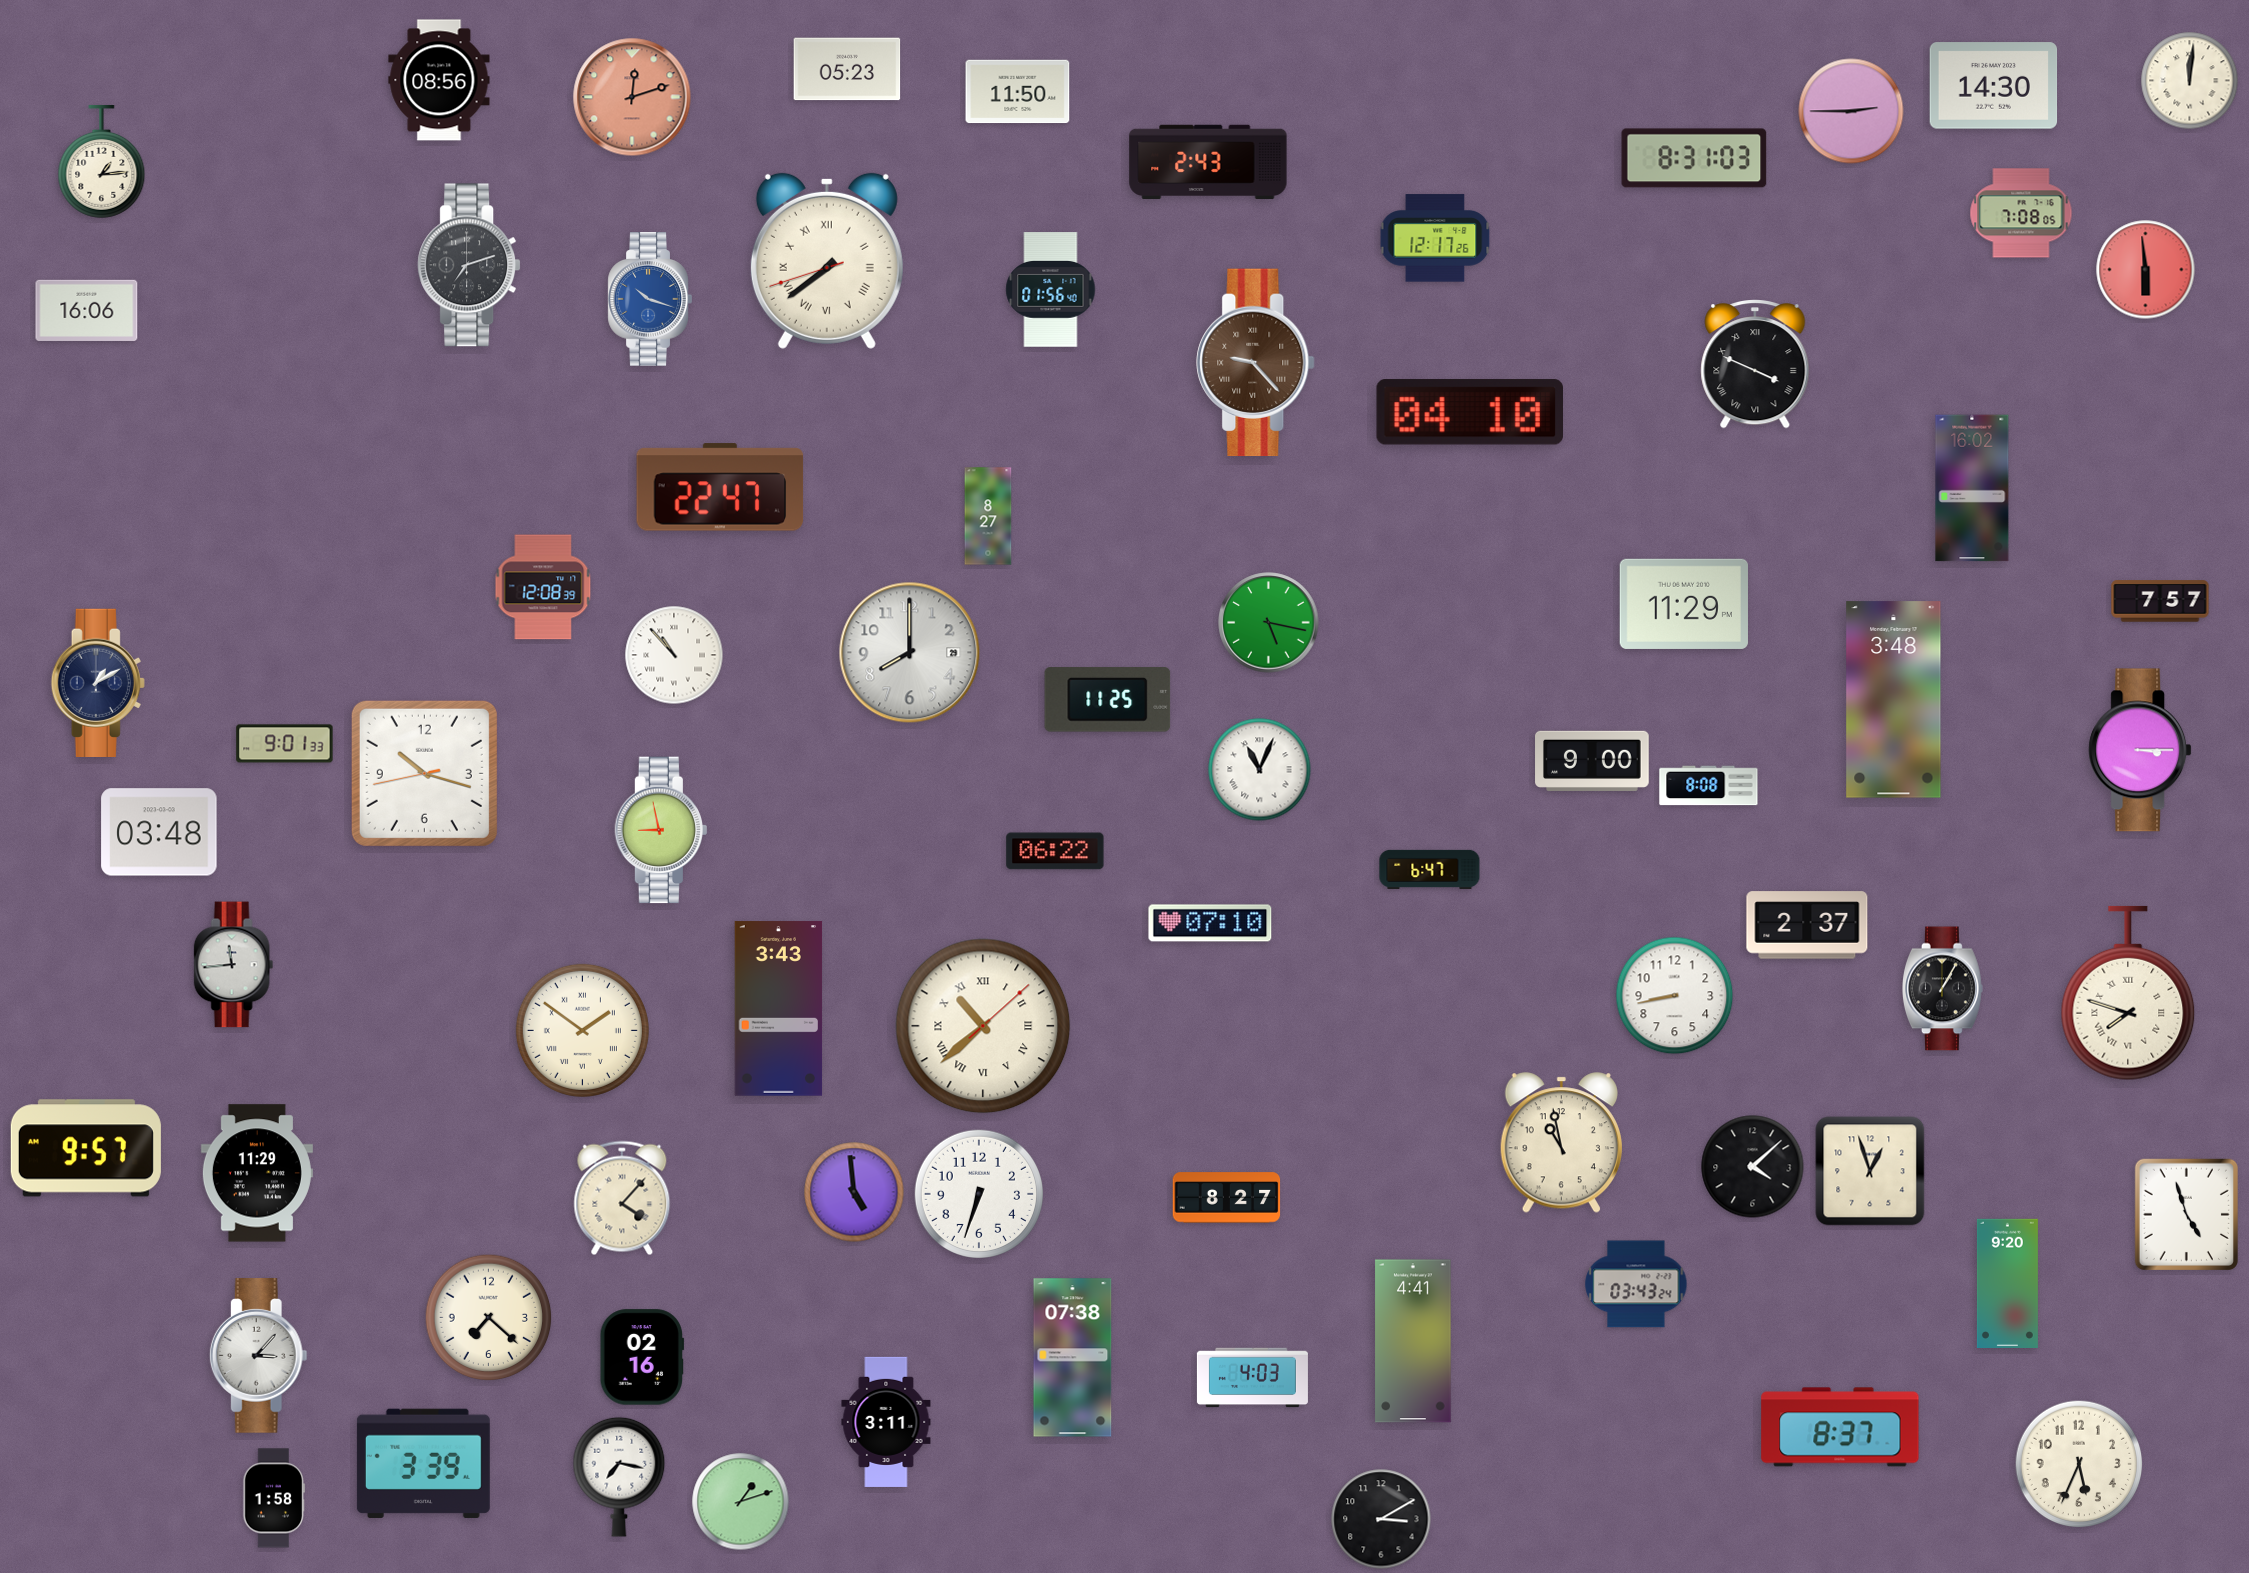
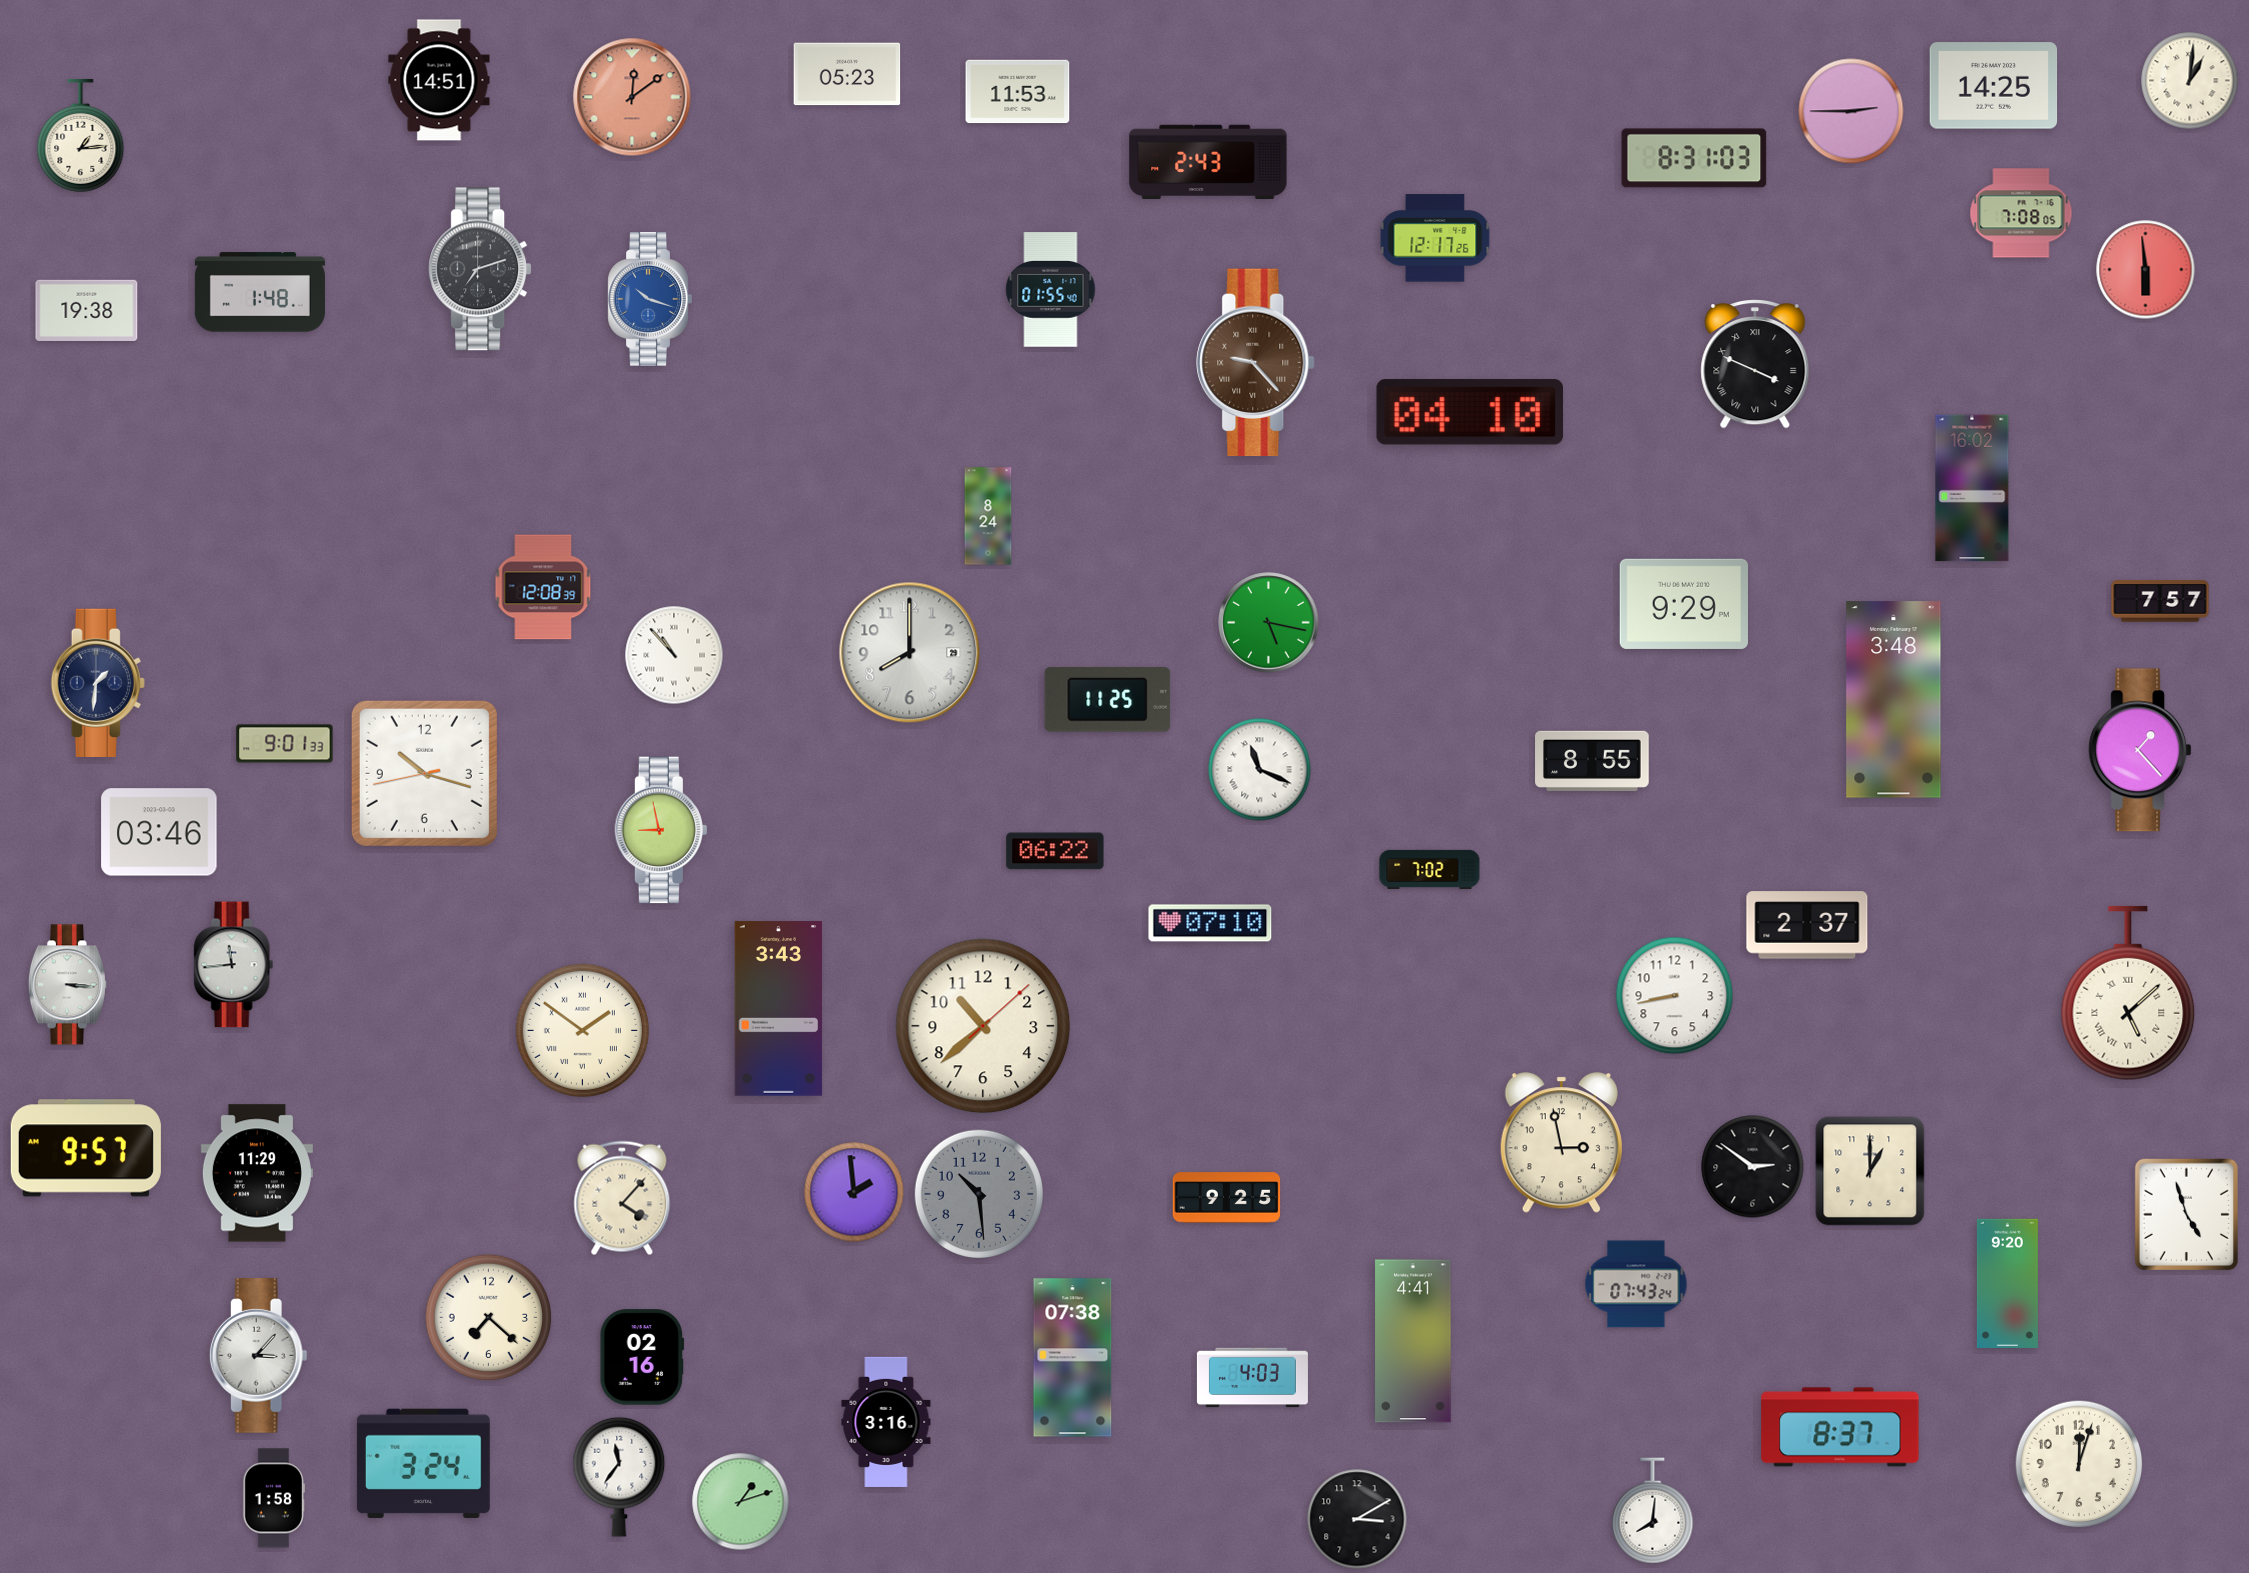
clock at (847, 69) position: (847, 69) -> (847, 74)
clock at (439, 80): 08:56 -> 14:51
clock at (2190, 81): 12:01 -> 1:01
clock at (1994, 86): 14:30 -> 14:25
clock at (1018, 92): 11:50 -> 11:53
clock at (632, 97): 12:12 -> 12:09
clock at (102, 161) position: (102, 161) -> (81, 135)
clock at (827, 261): 7:38 -> none
clock at (469, 265) position: (469, 265) -> (480, 269)
clock at (1051, 290): 01:56 -> 01:55
clock at (260, 292): none -> 1:48
clock at (87, 310): 16:06 -> 19:38
clock at (720, 487): 22:47 -> none
clock at (988, 516): 8:27 -> 8:24
clock at (1684, 604): 11:29 -> 9:29
clock at (98, 682): 1:10 -> 1:31
clock at (2140, 750): 3:15 -> 1:23
clock at (1592, 761): 9:00 -> 8:55
clock at (1260, 770): 11:04 -> 11:19
clock at (1709, 786): 8:08 -> none
clock at (159, 832): 03:48 -> 03:46
clock at (1430, 869): 6:47 -> 7:02
clock at (67, 985): none -> 3:16
clock at (1943, 989): 1:05 -> none
clock at (2128, 993): 7:48 -> 5:08
clock at (983, 1026) numerals: Roman -> Arabic
clock at (1561, 1143): 10:58 -> 2:58
clock at (1753, 1167): 4:08 -> 2:51
clock at (1870, 1171): 12:57 -> 1:00
clock at (854, 1192): 4:59 -> 1:59
clock at (978, 1193): 6:33 -> 10:29
clock at (978, 1193) dial: white -> grey
clock at (1227, 1198): 8:27 -> 9:25
clock at (1636, 1284): 03:43 -> 07:43
clock at (886, 1422): 3:11 -> 3:16
clock at (423, 1463): 3:39 -> 3:24
clock at (2079, 1464): 5:34 -> 12:03
clock at (619, 1477): 7:17 -> 11:36
clock at (1653, 1511): none -> 8:01
clock at (1381, 1519) position: (1381, 1519) -> (1357, 1519)
